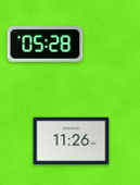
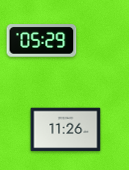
clock at (46, 45): 05:28 -> 05:29
